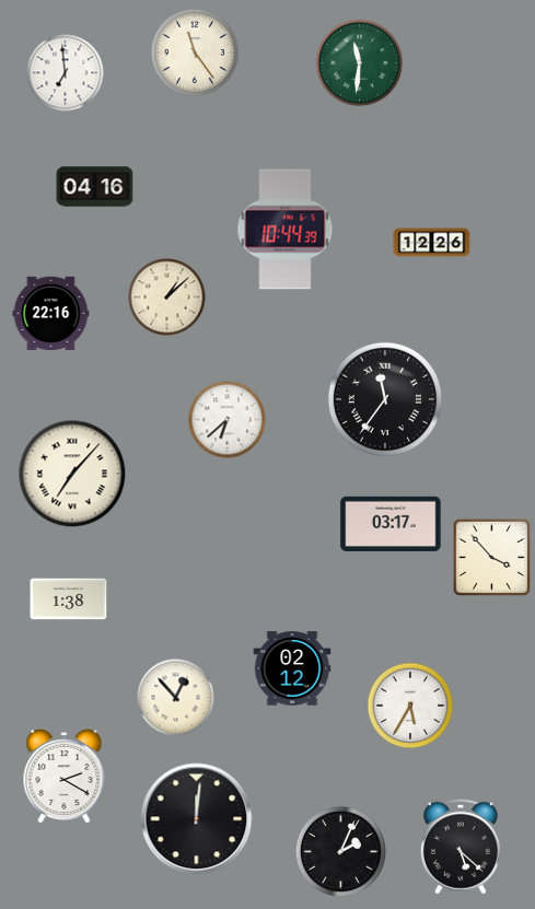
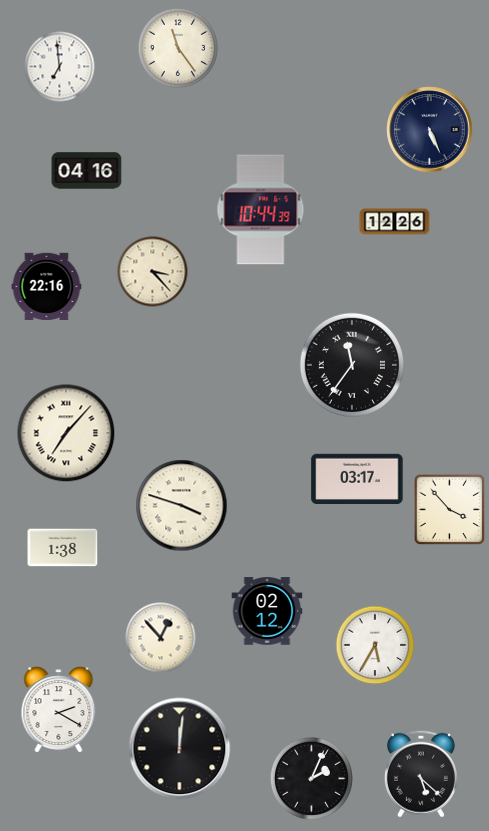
clock at (360, 63): 11:31 -> none
clock at (430, 130): none -> 5:26
clock at (167, 298): 1:08 -> 3:23
clock at (228, 420): 6:38 -> none
clock at (182, 506): none -> 3:48
